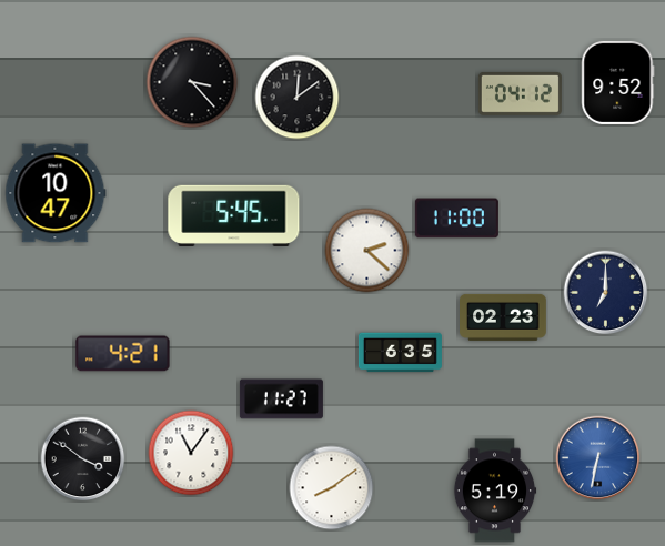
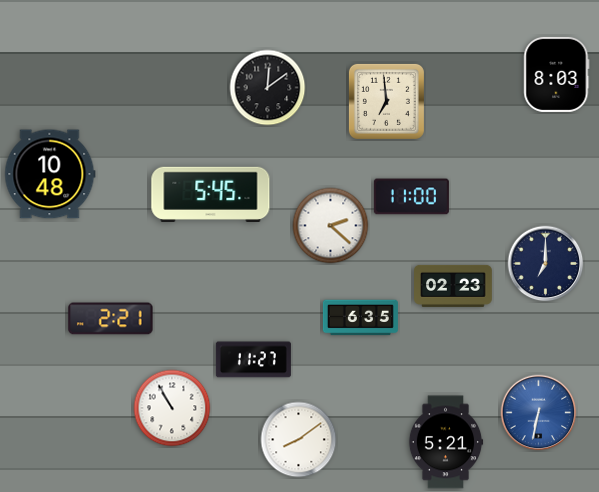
clock at (192, 82): 3:23 -> none
clock at (618, 82): 9:52 -> 8:03
clock at (520, 94): 04:12 -> none
clock at (386, 101): none -> 6:59
clock at (56, 193): 10:47 -> 10:48
clock at (123, 354): 4:21 -> 2:21
clock at (191, 453): 11:06 -> 10:55
clock at (83, 459): 3:51 -> none
clock at (495, 491): 5:19 -> 5:21
